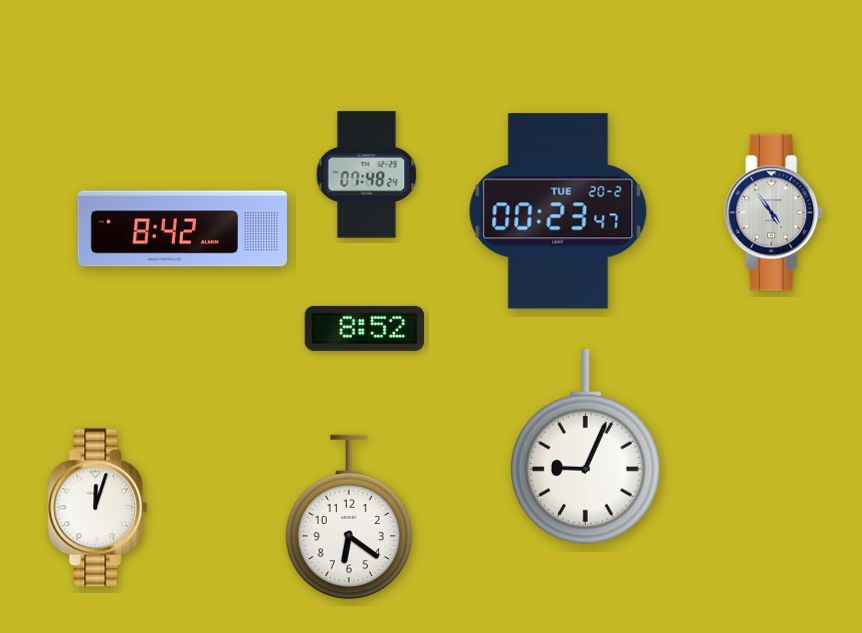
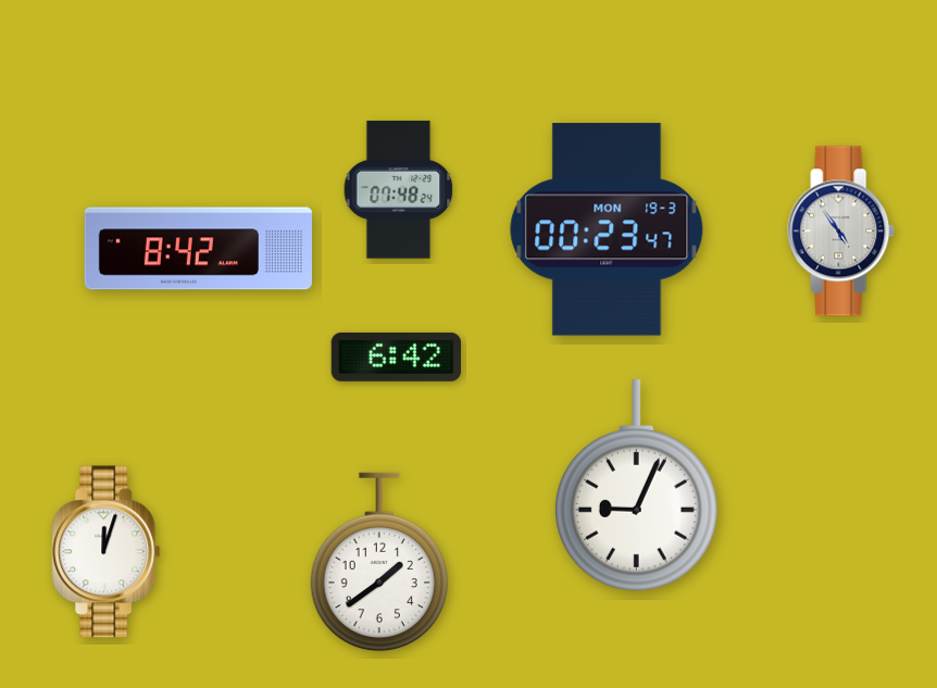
clock at (558, 211) date: TUE 20-2 -> MON 19-3
clock at (364, 328): 8:52 -> 6:42
clock at (348, 517): 6:21 -> 1:39
